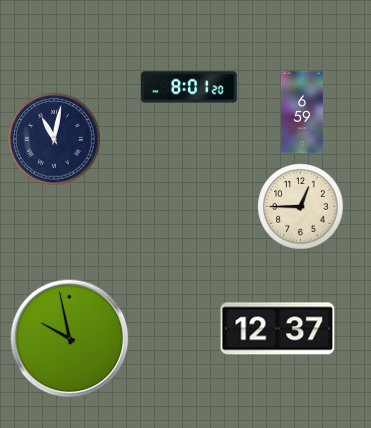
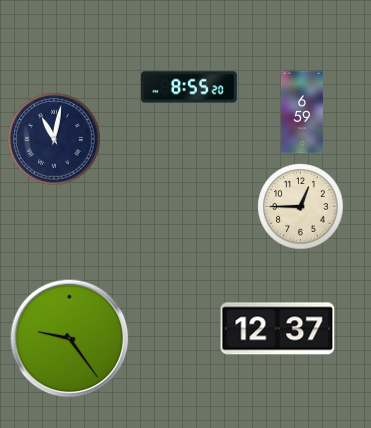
clock at (189, 87): 8:01 -> 8:55
clock at (70, 339): 9:58 -> 9:24
